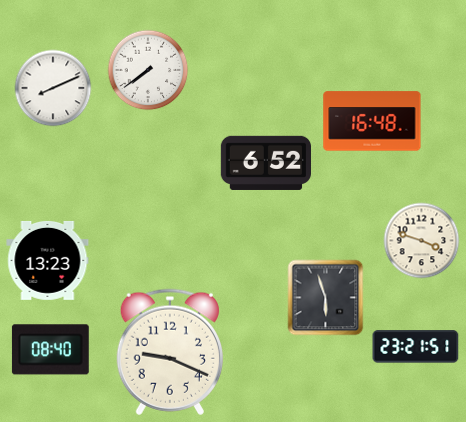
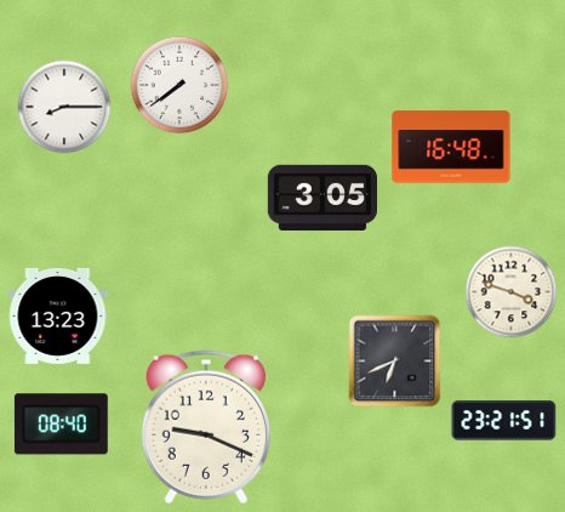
clock at (53, 88): 8:11 -> 8:15
clock at (265, 163): 6:52 -> 3:05
clock at (326, 298): 5:57 -> 6:41
